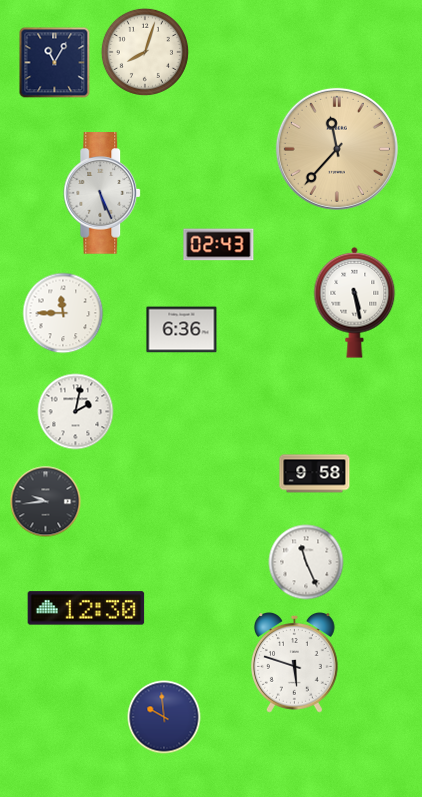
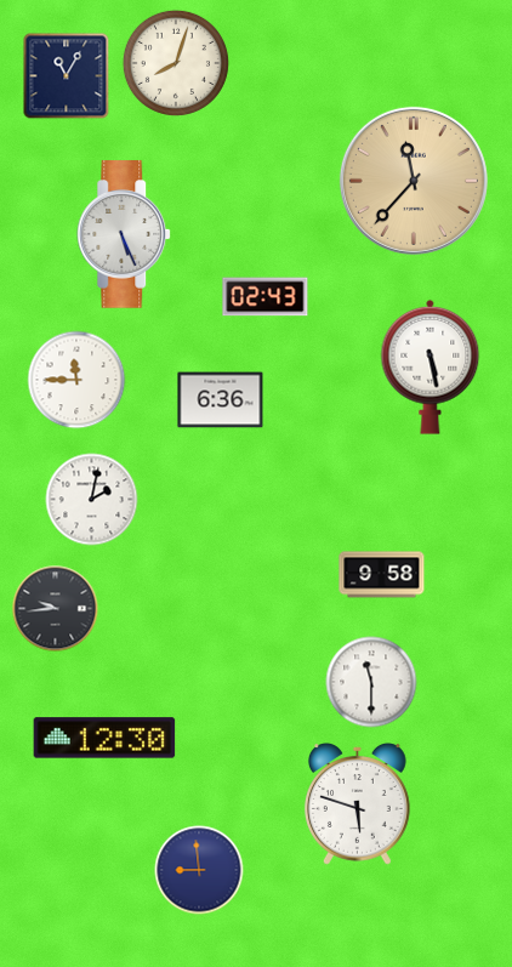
clock at (337, 149) position: (337, 149) -> (414, 181)
clock at (306, 562): 11:26 -> 11:30
clock at (164, 717): 9:59 -> 8:59
